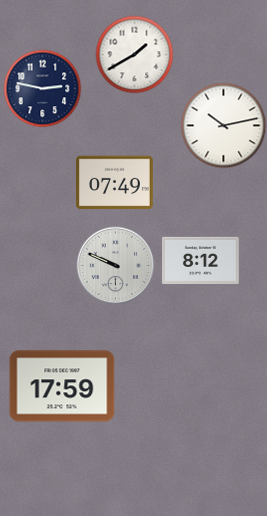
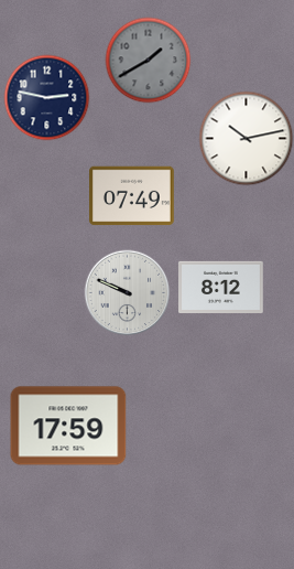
clock at (134, 54) dial: white -> grey
clock at (115, 183) position: (115, 183) -> (132, 196)
